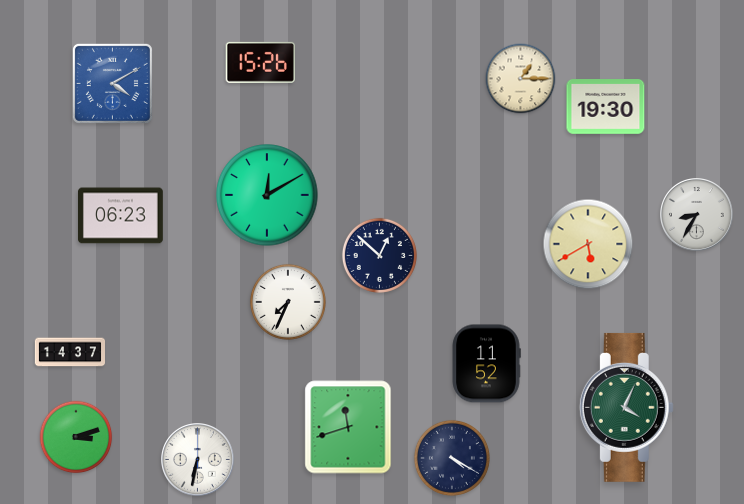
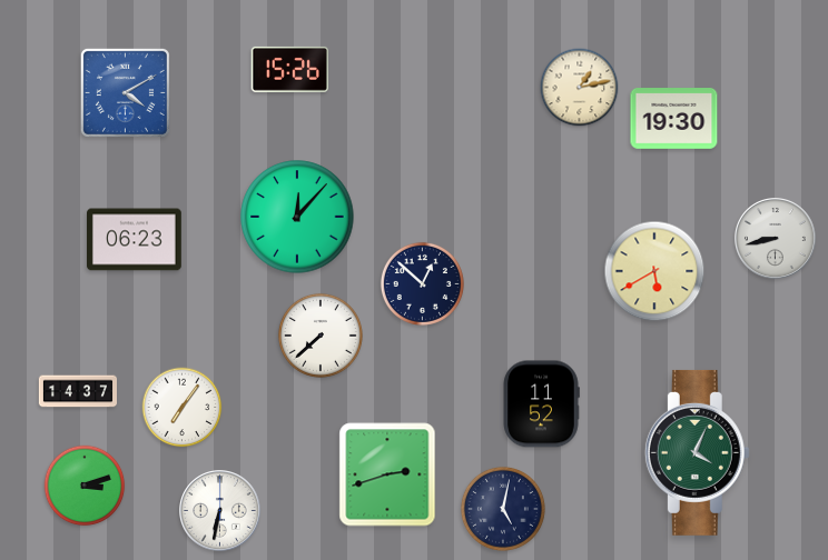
clock at (521, 79): 1:15 -> 1:13
clock at (267, 195): 12:10 -> 12:07
clock at (697, 215): 8:35 -> 8:43
clock at (288, 302): 7:34 -> 7:38
clock at (183, 408): none -> 7:06
clock at (348, 427): 11:42 -> 2:42
clock at (452, 458): 4:20 -> 5:02
